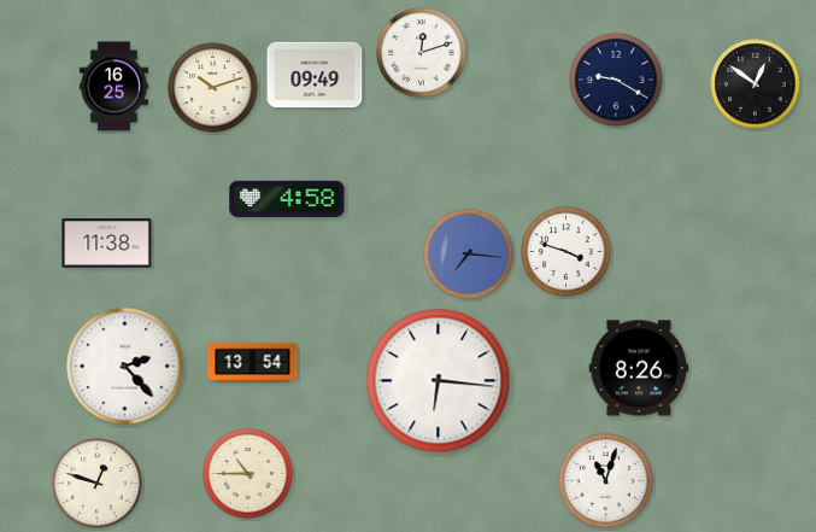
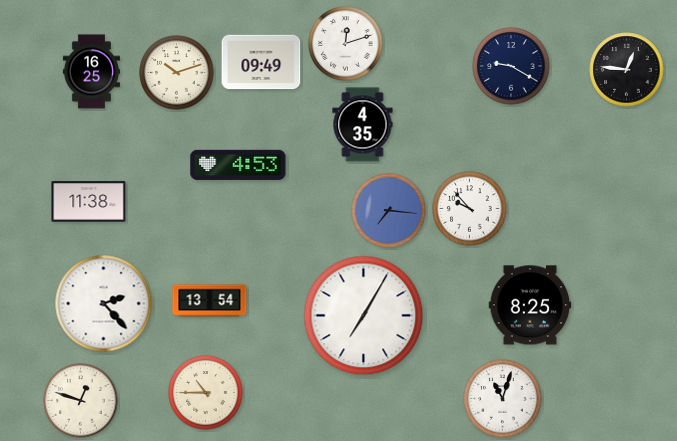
clock at (422, 53) position: (422, 53) -> (346, 44)
clock at (756, 84): 12:51 -> 12:46
clock at (113, 87) position: (113, 87) -> (91, 72)
clock at (363, 125): none -> 4:35
clock at (287, 199): 4:58 -> 4:53
clock at (566, 252): 3:48 -> 9:53
clock at (639, 368): 8:26 -> 8:25
clock at (439, 381): 6:16 -> 7:05
